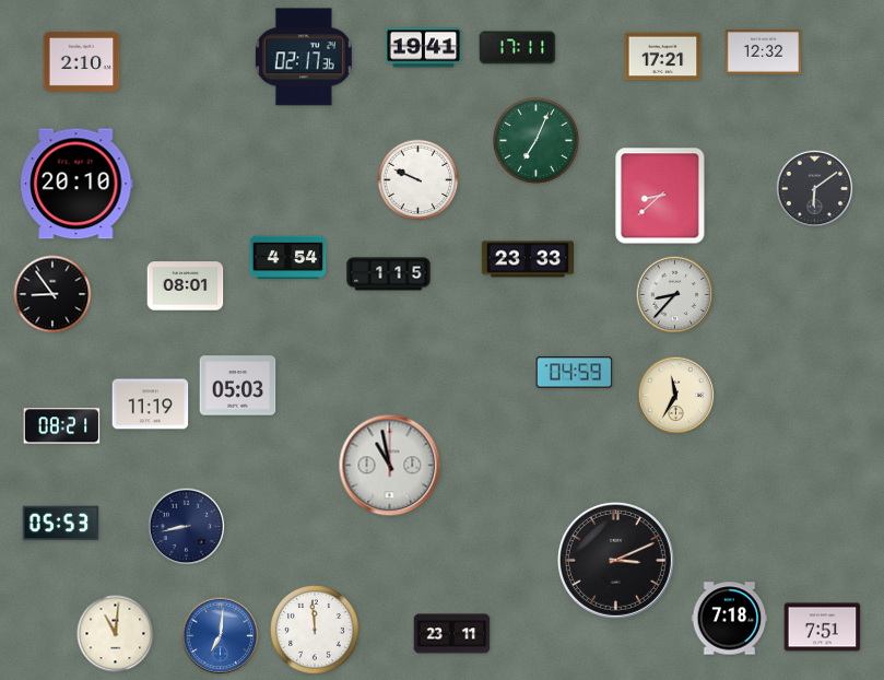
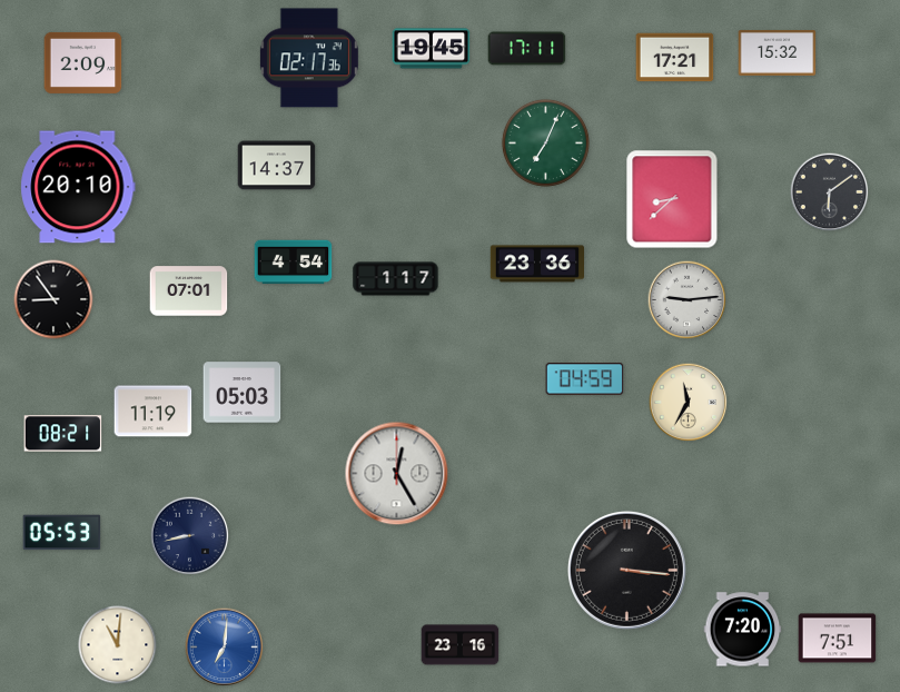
clock at (424, 48): 19:41 -> 19:45
clock at (764, 51): 12:32 -> 15:32
clock at (82, 61): 2:10 -> 2:09
clock at (277, 166): none -> 14:37
clock at (419, 180): 9:49 -> none
clock at (527, 259): 23:33 -> 23:36
clock at (389, 274): 1:15 -> 1:17
clock at (186, 286): 08:01 -> 07:01
clock at (675, 295): 8:37 -> 9:14
clock at (390, 466): 10:58 -> 12:25
clock at (615, 560): 3:11 -> 3:16
clock at (730, 619): 7:18 -> 7:20
clock at (315, 630): 11:59 -> none
clock at (452, 634): 23:11 -> 23:16
